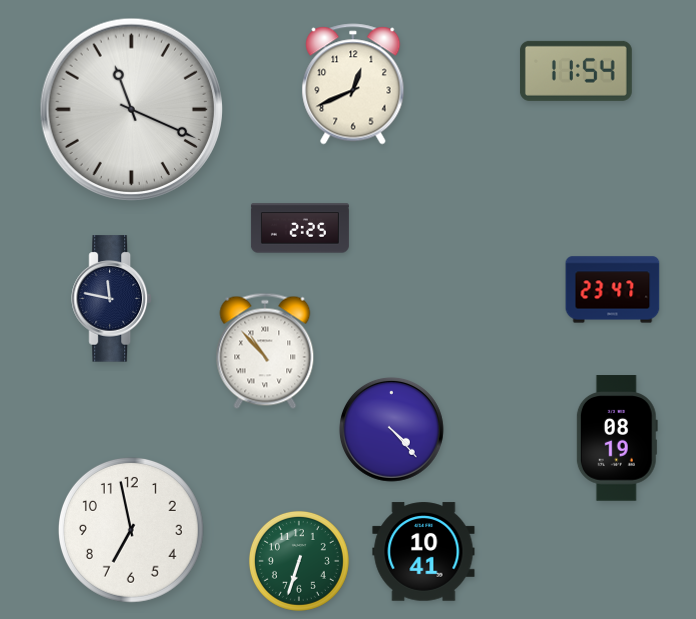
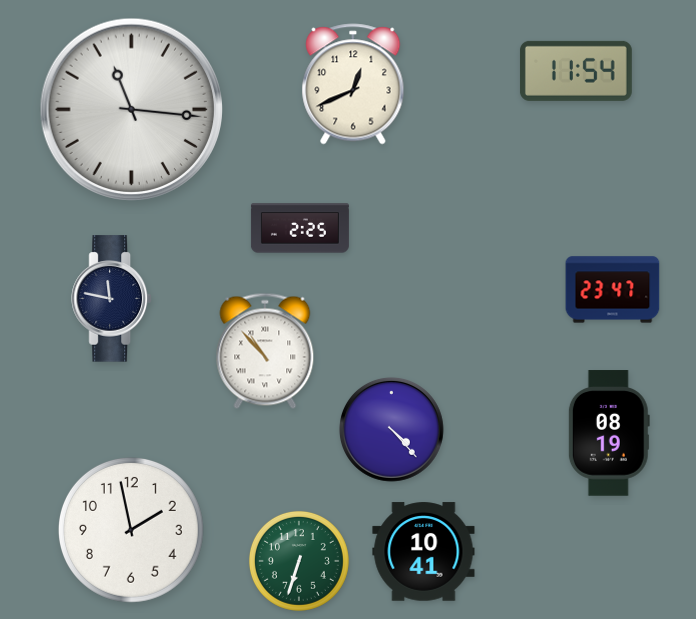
clock at (131, 109): 11:19 -> 11:16
clock at (617, 438) position: (617, 438) -> (609, 433)
clock at (131, 530): 6:58 -> 1:58
